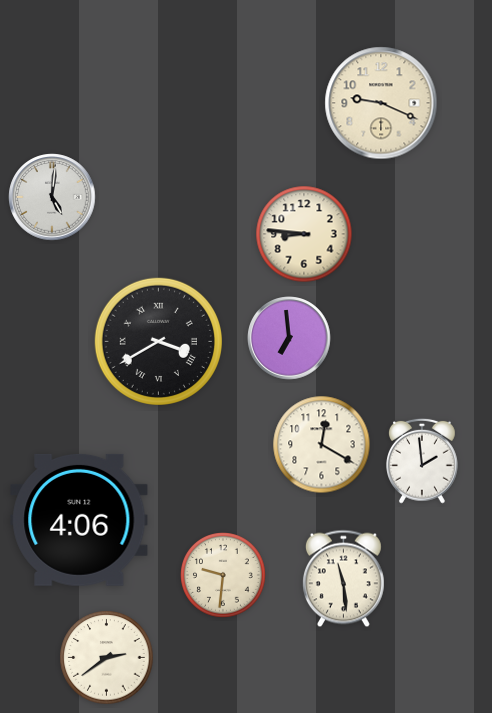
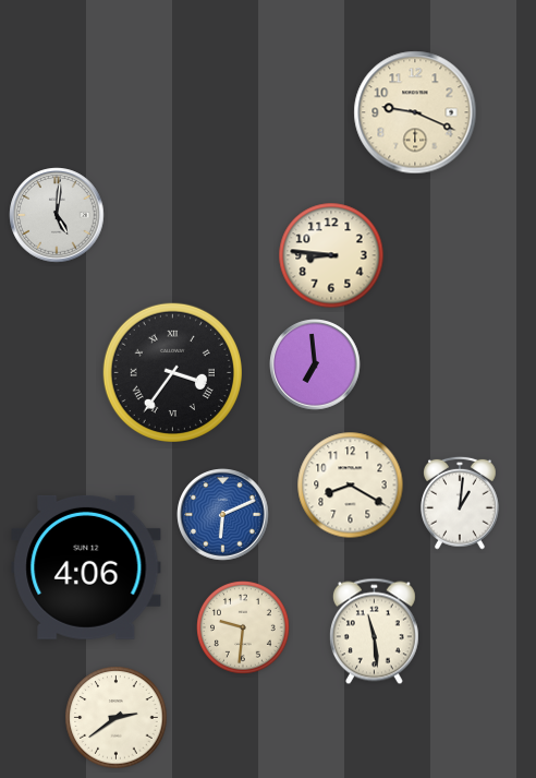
clock at (289, 338) position: (289, 338) -> (315, 364)
clock at (158, 341): 3:40 -> 3:36
clock at (322, 445): 12:20 -> 8:20
clock at (423, 461): 1:59 -> 1:01
clock at (223, 515): none -> 6:11
